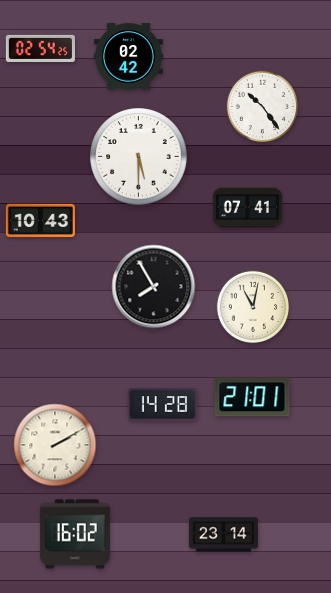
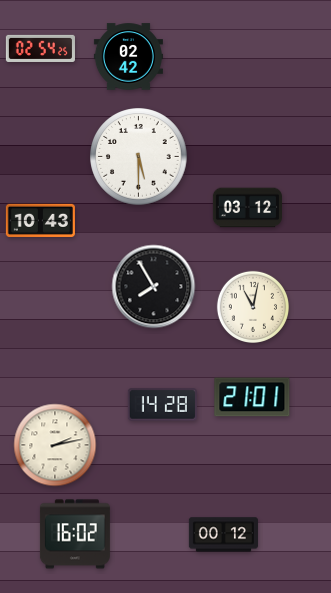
clock at (263, 107): 10:24 -> none
clock at (247, 208): 07:41 -> 03:12
clock at (55, 445): 2:10 -> 2:13
clock at (223, 535): 23:14 -> 00:12
